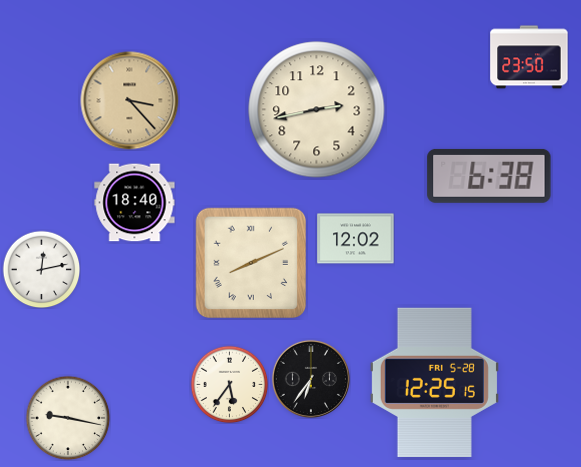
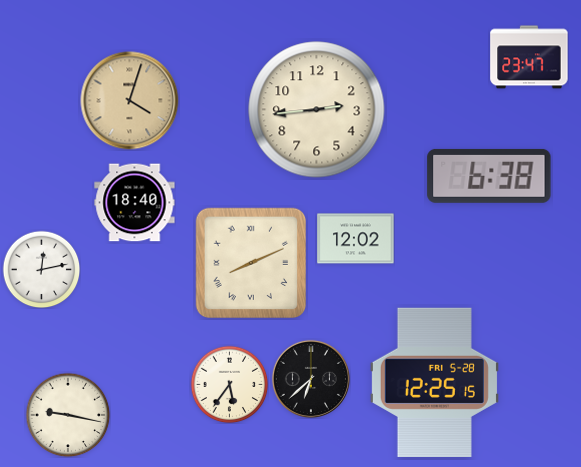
clock at (529, 57): 23:50 -> 23:47
clock at (130, 101): 3:23 -> 4:03
clock at (317, 110): 2:43 -> 2:44
clock at (311, 379): 6:36 -> 6:38
clock at (68, 418) position: (68, 418) -> (68, 415)
